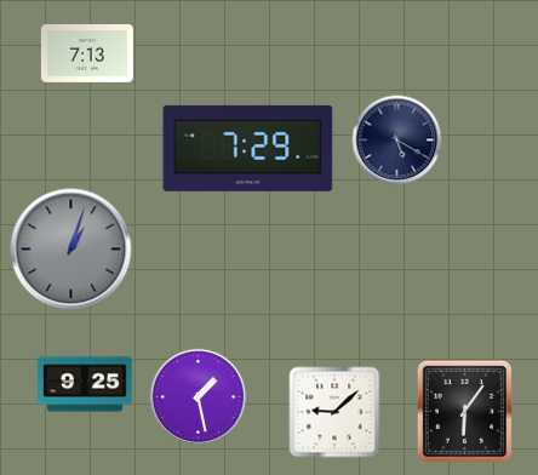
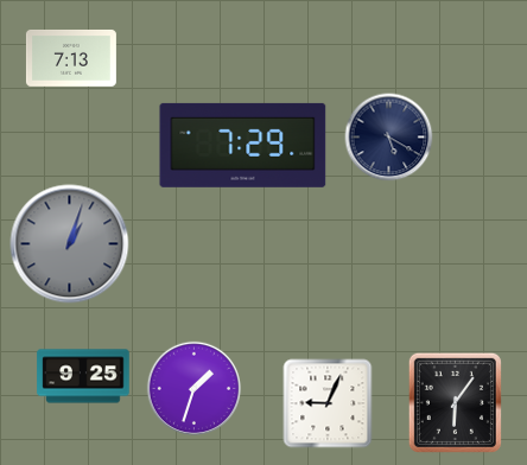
clock at (87, 53) position: (87, 53) -> (71, 58)
clock at (198, 396): 1:28 -> 1:33
clock at (334, 412): 9:08 -> 9:04
